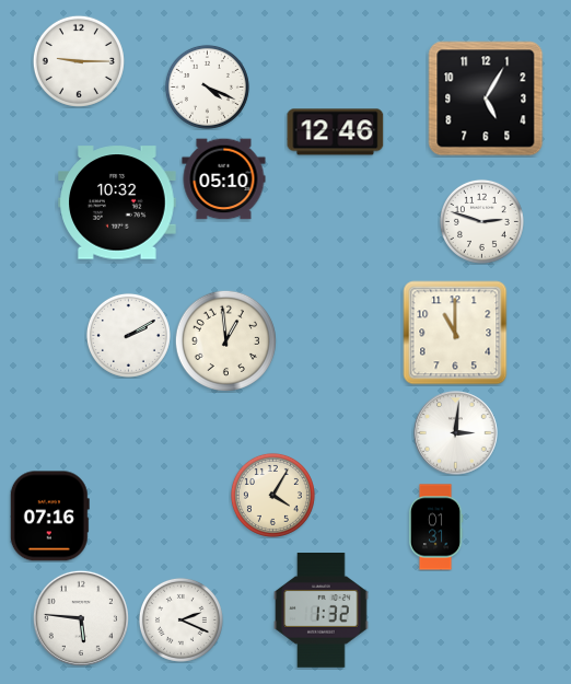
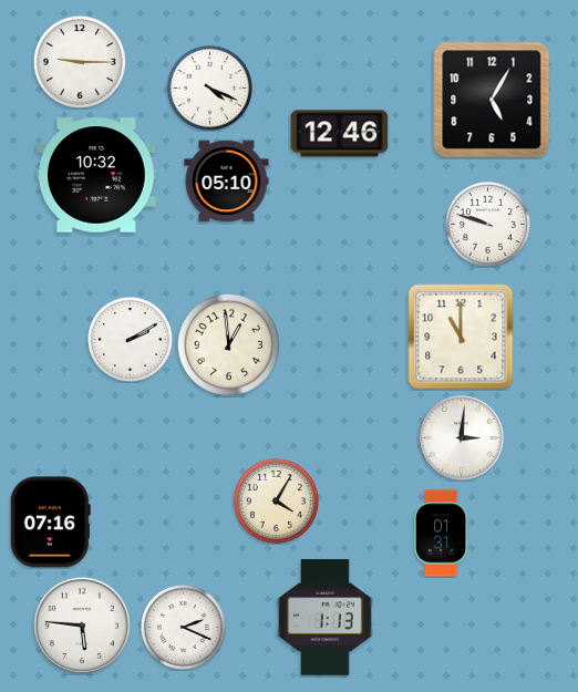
clock at (117, 202) position: (117, 202) -> (96, 175)
clock at (481, 221): 2:48 -> 9:48
clock at (322, 611): 1:32 -> 1:13
